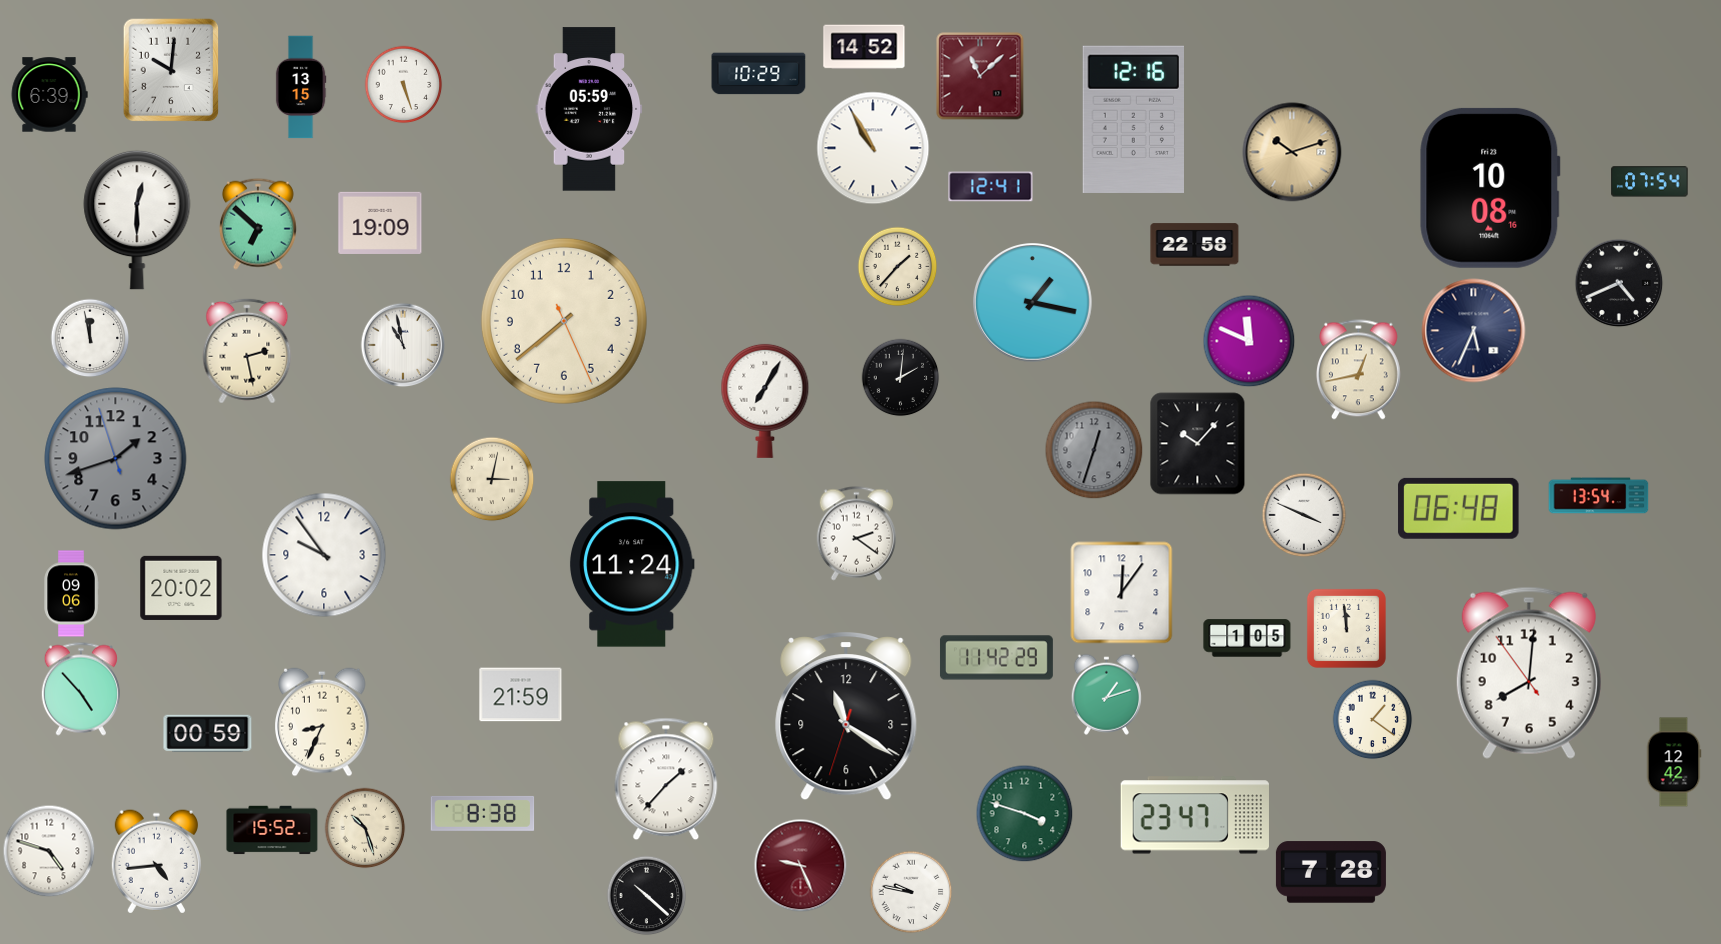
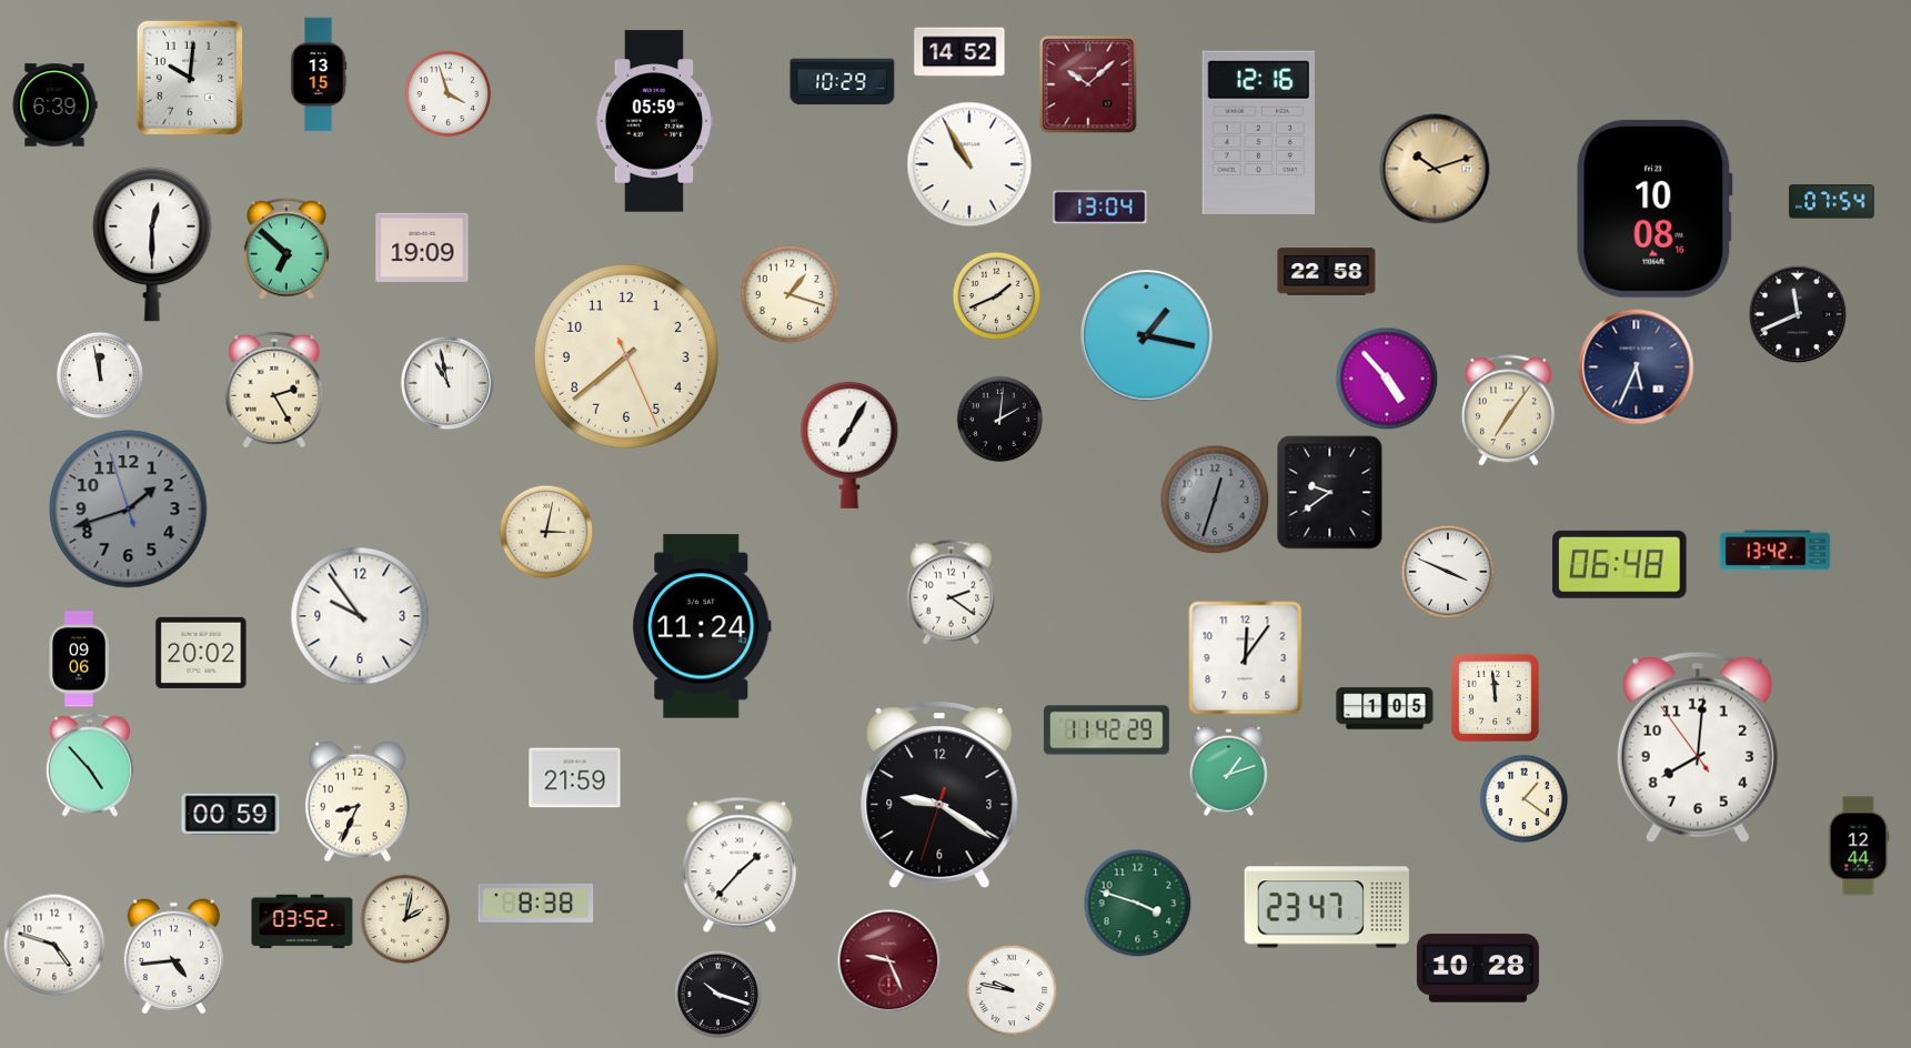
clock at (980, 76): 11:08 -> 10:08
clock at (403, 84): 5:27 -> 3:57
clock at (301, 87) position: (301, 87) -> (319, 74)
clock at (991, 187): 12:41 -> 13:04
clock at (789, 294): none -> 1:18
clock at (897, 266): 1:37 -> 1:41
clock at (1619, 283): 4:41 -> 11:41
clock at (1249, 341): 11:49 -> 4:53
clock at (247, 351): 2:28 -> 2:25
clock at (1358, 370): 12:43 -> 7:06
clock at (1198, 444): 10:07 -> 9:39
clock at (1599, 496): 13:54 -> 13:42
clock at (521, 695) position: (521, 695) -> (575, 778)
clock at (846, 717): 11:20 -> 9:20
clock at (1674, 762): 12:42 -> 12:44
clock at (365, 828): 10:27 -> 2:02
clock at (272, 830): 15:52 -> 03:52
clock at (1331, 872): 7:28 -> 10:28
clock at (646, 895): 10:22 -> 10:18
